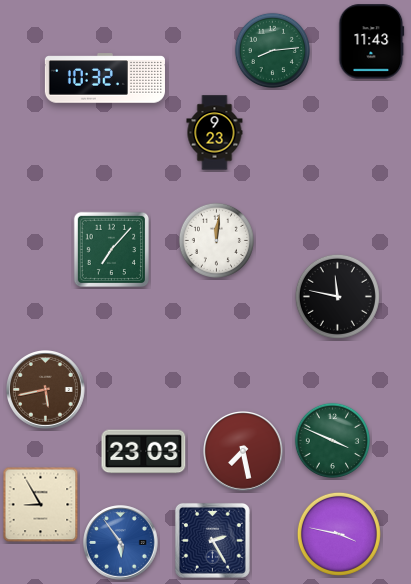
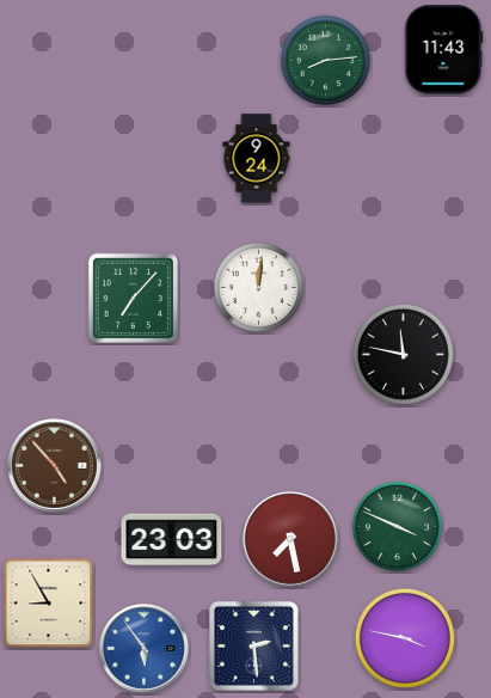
clock at (105, 78): 10:32 -> none
clock at (215, 133): 9:23 -> 9:24
clock at (46, 390): 5:43 -> 4:53
clock at (212, 540): 2:25 -> 2:29
